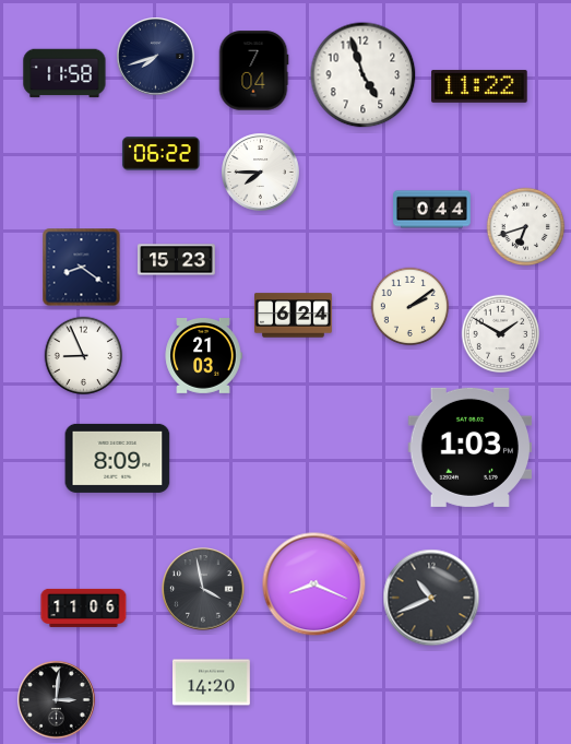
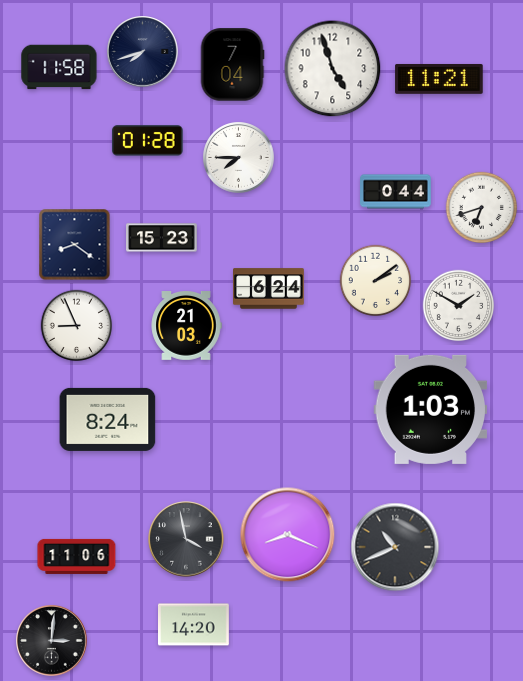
clock at (479, 86): 11:22 -> 11:21
clock at (160, 154): 06:22 -> 01:28
clock at (118, 458): 8:09 -> 8:24
